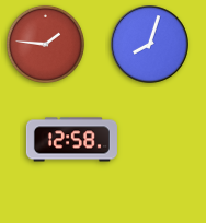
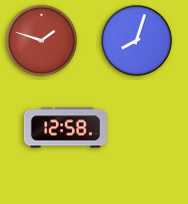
clock at (45, 44): 1:46 -> 1:48
